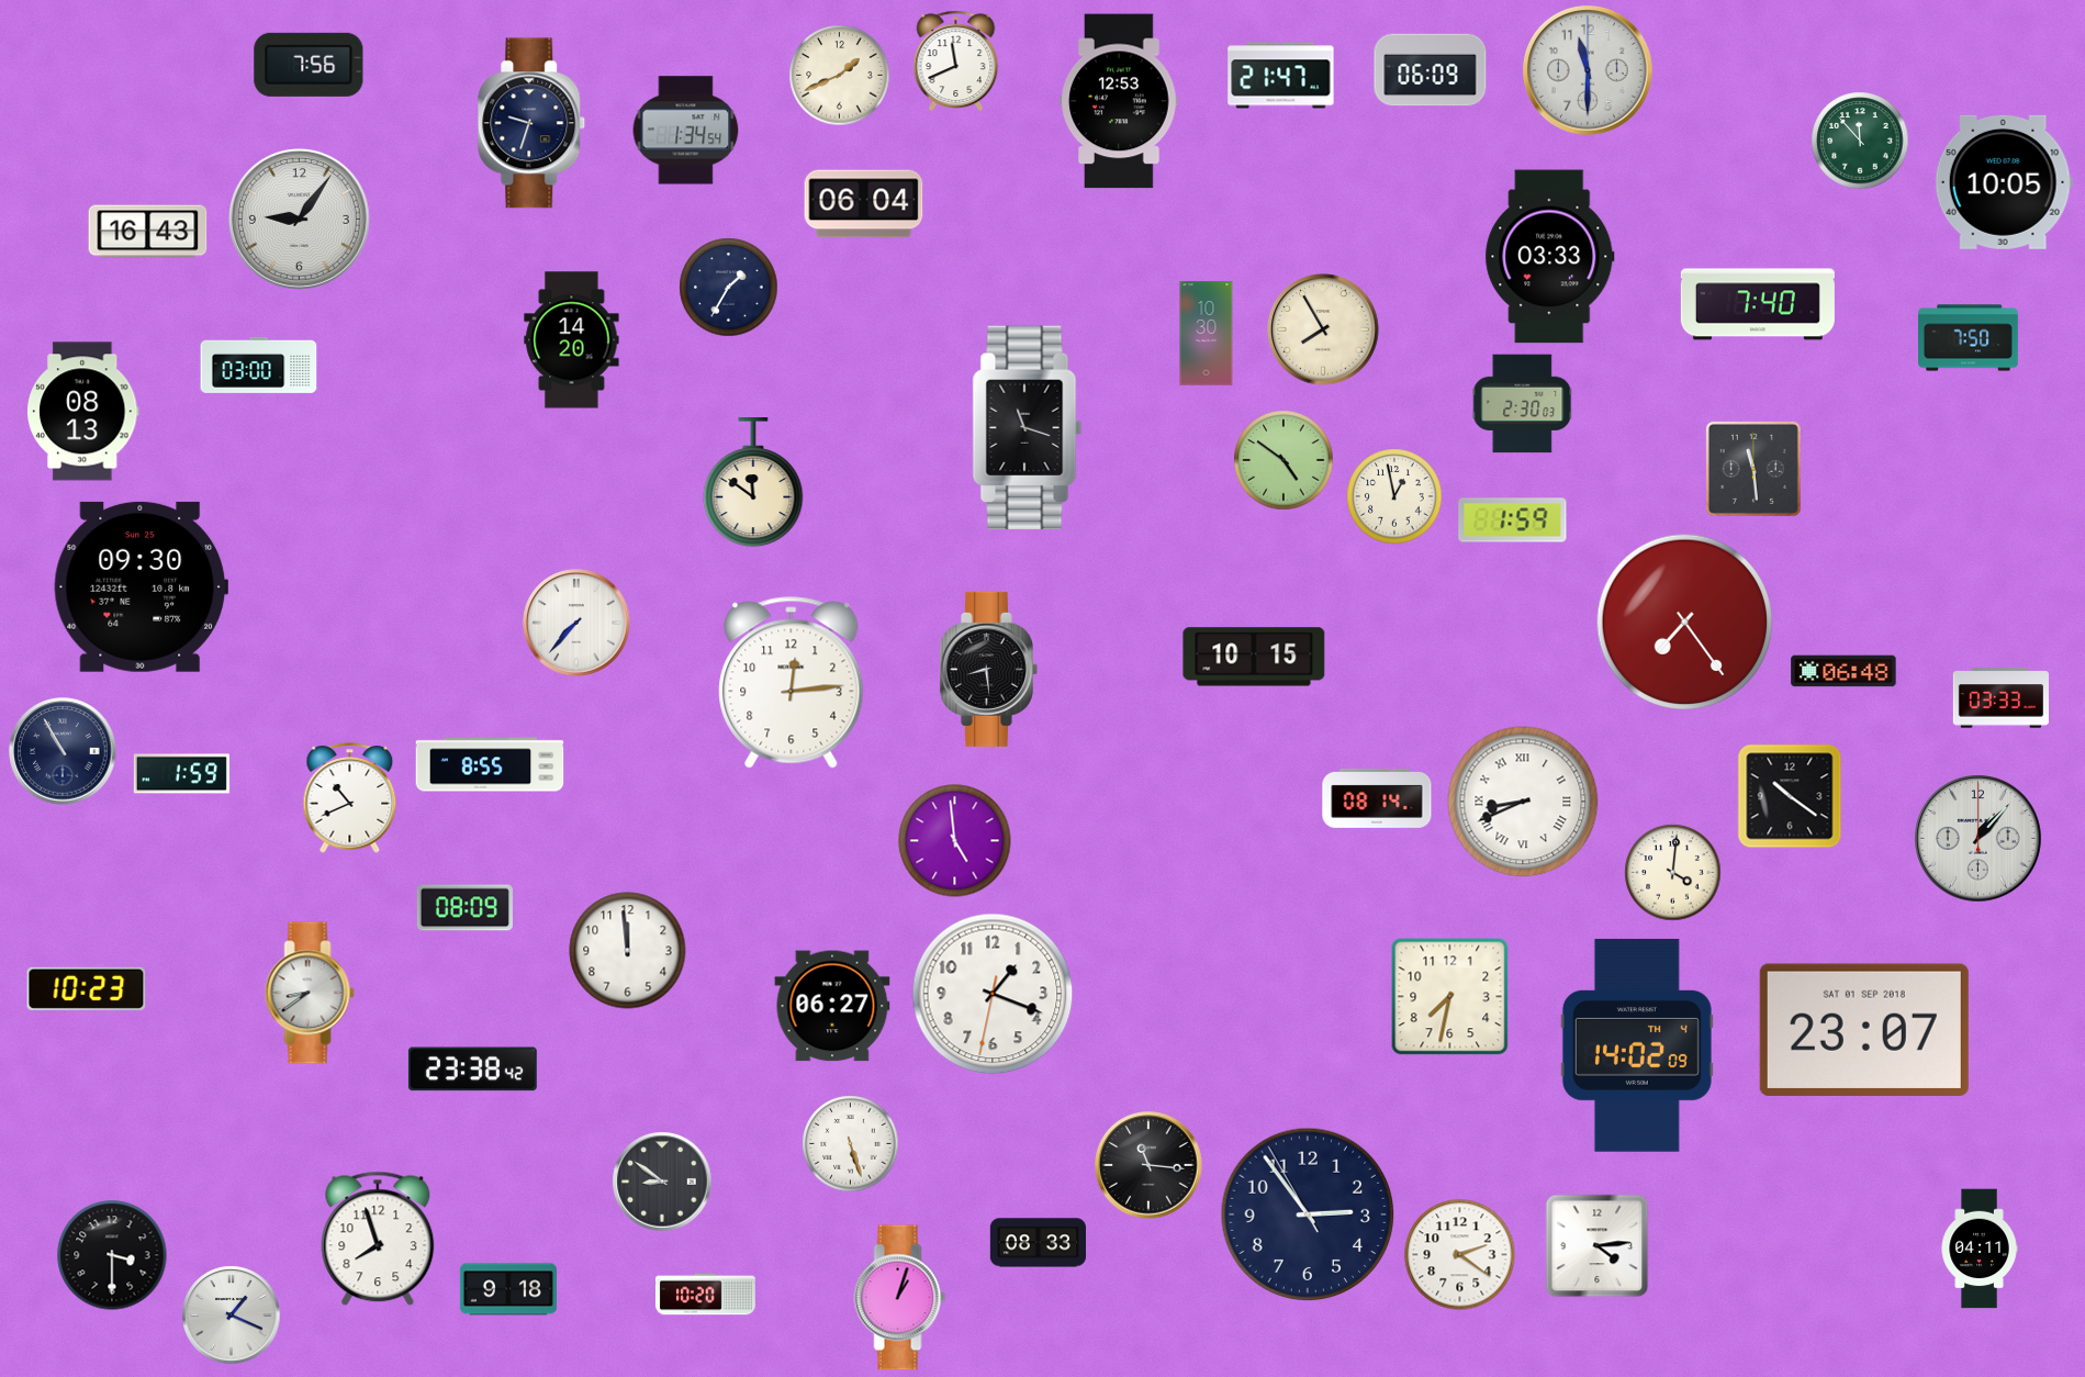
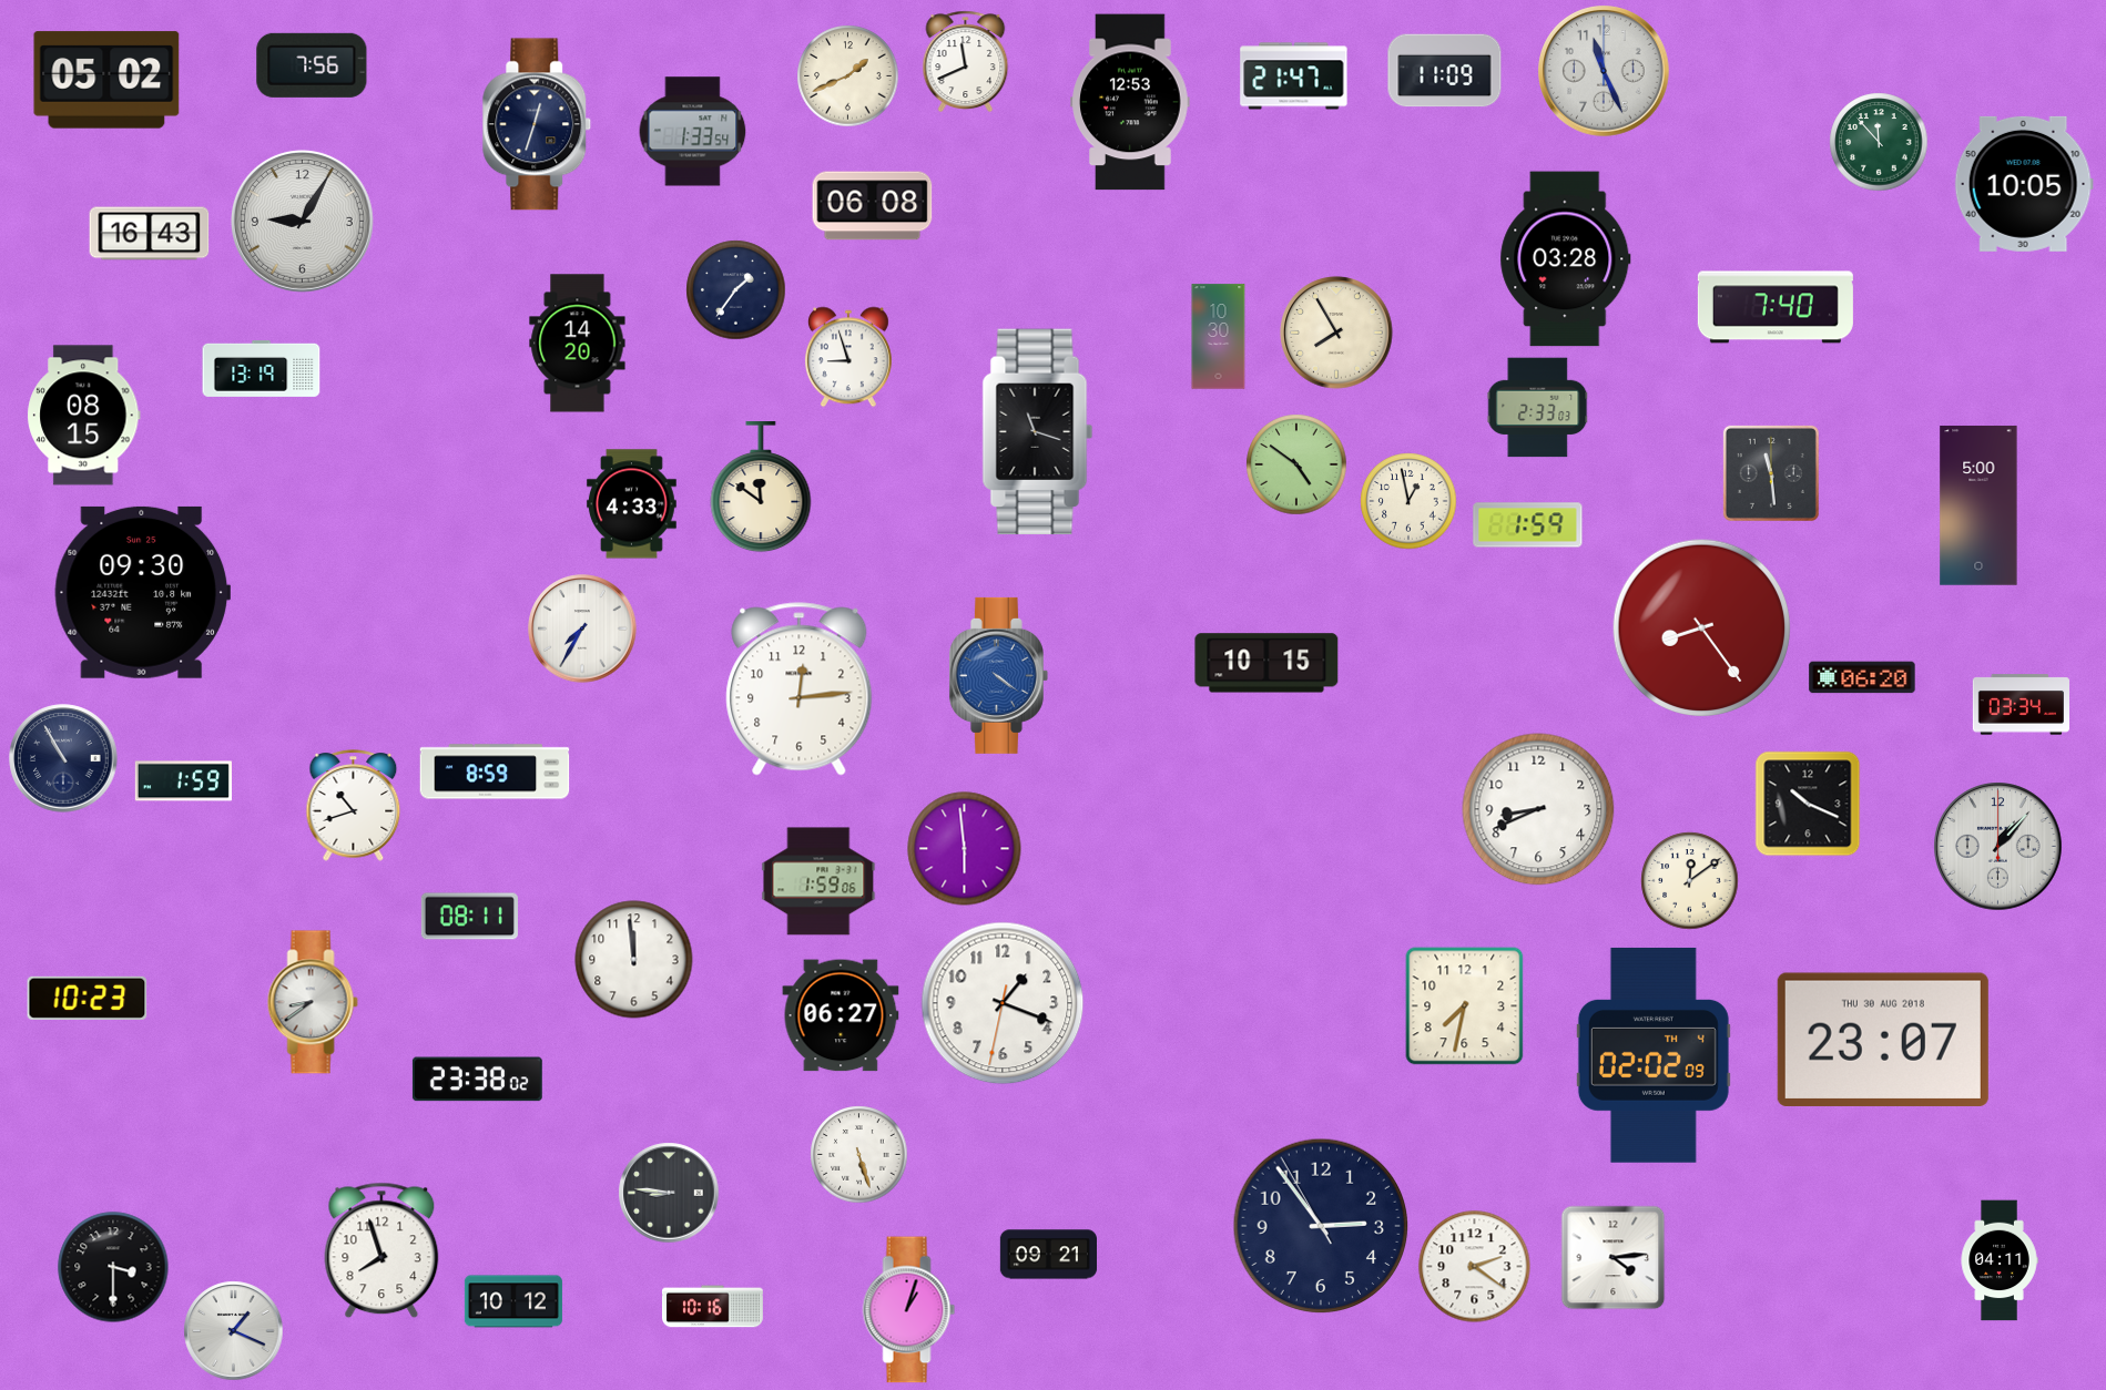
clock at (1431, 70): 06:09 -> 11:09
clock at (1589, 71): 11:30 -> 11:26
clock at (106, 80): none -> 05:02
clock at (531, 123): 9:33 -> 12:33
clock at (686, 131): 1:34 -> 1:33
clock at (864, 204): 06:04 -> 06:08
clock at (299, 219): 9:06 -> 9:05
clock at (1550, 257): 03:33 -> 03:28
clock at (729, 288): 1:35 -> 1:36
clock at (1969, 338): 7:50 -> none
clock at (848, 357): none -> 8:57
clock at (259, 365): 03:00 -> 13:19
clock at (1523, 404): 2:30 -> 2:33
clock at (83, 412): 08:13 -> 08:15
clock at (631, 504): none -> 4:33
clock at (1978, 505): none -> 5:00
clock at (1684, 622): 7:24 -> 8:24
clock at (576, 623): 7:37 -> 7:35
clock at (988, 669): 8:29 -> 4:21
clock at (988, 669) dial: black -> blue
clock at (1843, 671): 06:48 -> 06:20
clock at (2000, 698): 03:33 -> 03:34
clock at (490, 764): 8:55 -> 8:59
clock at (1790, 796): 10:21 -> 10:19
clock at (350, 798): 10:41 -> 10:42
clock at (1377, 798): 08:14 -> none
clock at (1523, 802) numerals: Roman -> Arabic
clock at (955, 841): 4:59 -> 5:59
clock at (818, 881): none -> 1:59
clock at (1673, 873): 4:01 -> 12:09
clock at (464, 908): 08:09 -> 08:11
clock at (1864, 1029) date: SAT 01 SEP 2018 -> THU 30 AUG 2018
clock at (1637, 1045): 14:02 -> 02:02
clock at (472, 1070): 23:38:42 -> 23:38:02
clock at (1148, 1165): 11:16 -> none
clock at (662, 1182): 8:51 -> 8:46
clock at (1038, 1243): 08:33 -> 09:21
clock at (508, 1289): 9:18 -> 10:12
clock at (706, 1295): 10:20 -> 10:16
clock at (232, 1316) position: (232, 1316) -> (234, 1331)
